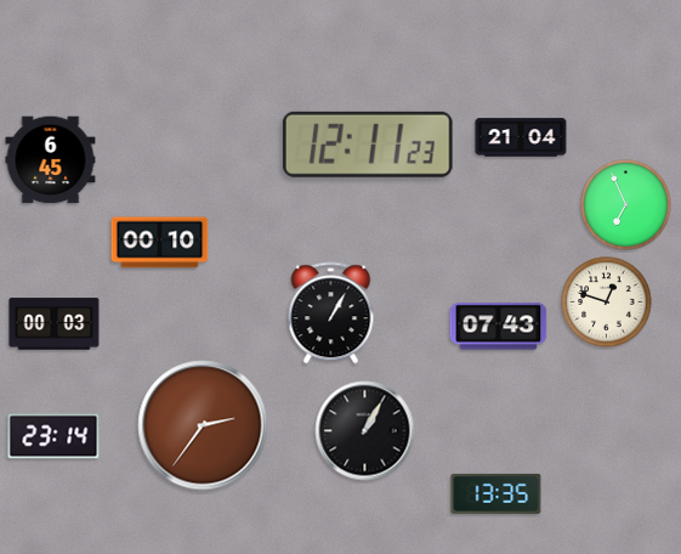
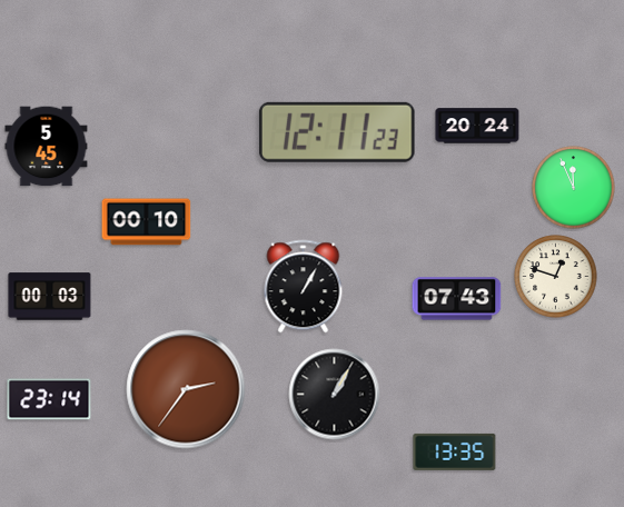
clock at (521, 137): 21:04 -> 20:24
clock at (51, 160): 6:45 -> 5:45
clock at (626, 205): 6:56 -> 11:56
